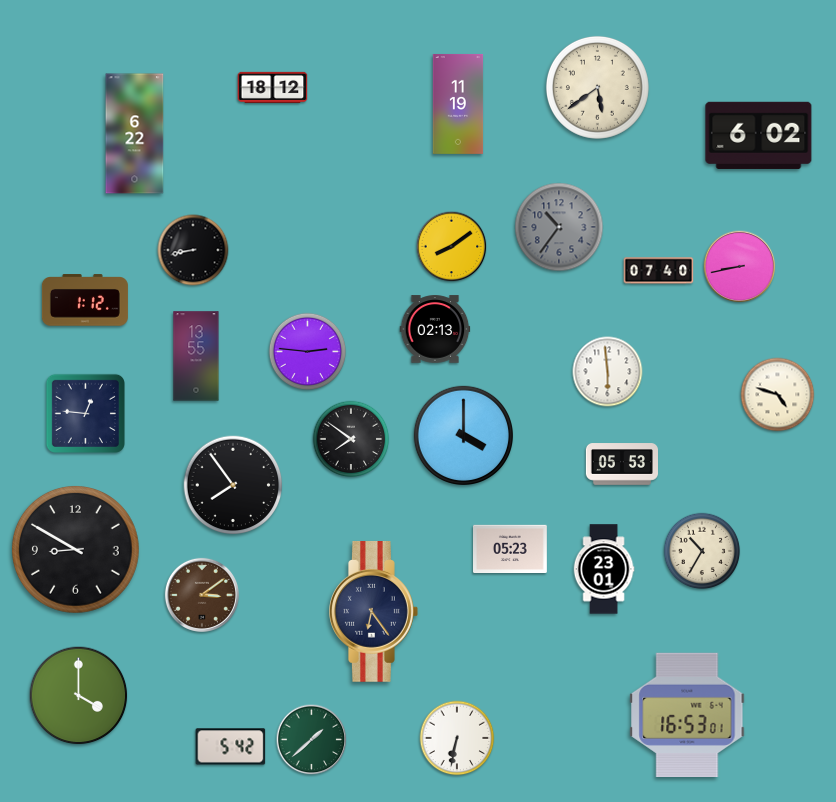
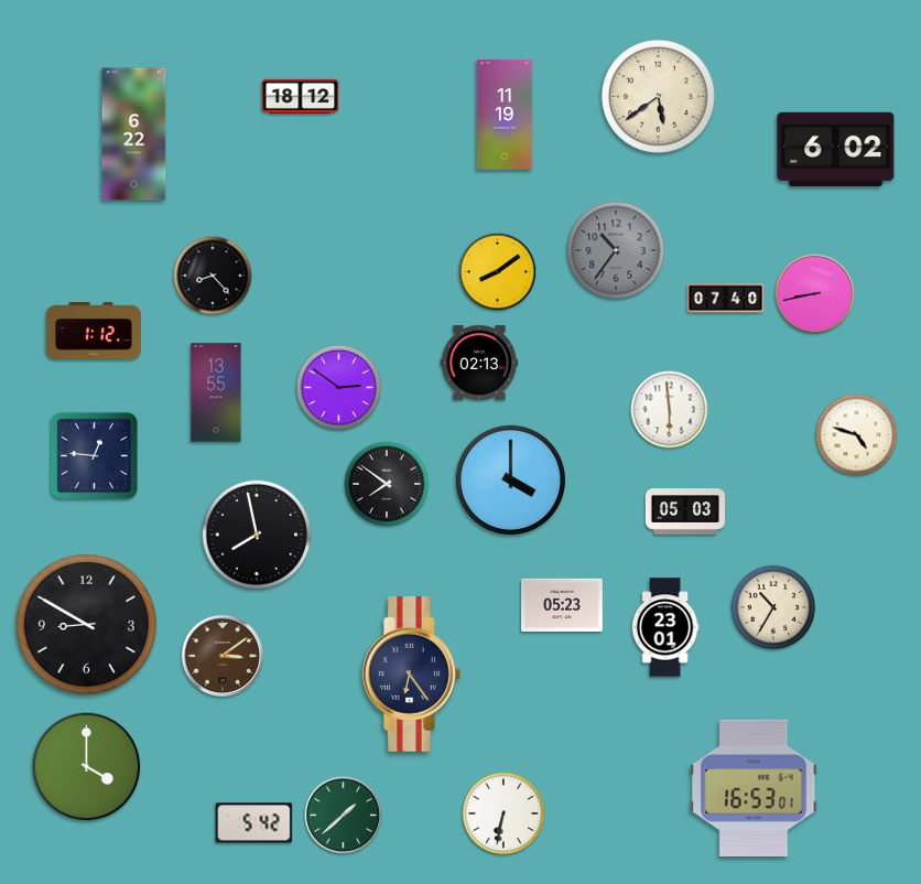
clock at (135, 134) position: (135, 134) -> (134, 134)
clock at (193, 250): 8:43 -> 8:23
clock at (308, 352): 2:46 -> 2:51
clock at (621, 464): 05:53 -> 05:03
clock at (233, 485): 7:54 -> 7:58
clock at (76, 550) position: (76, 550) -> (87, 625)
clock at (687, 714) position: (687, 714) -> (754, 787)
